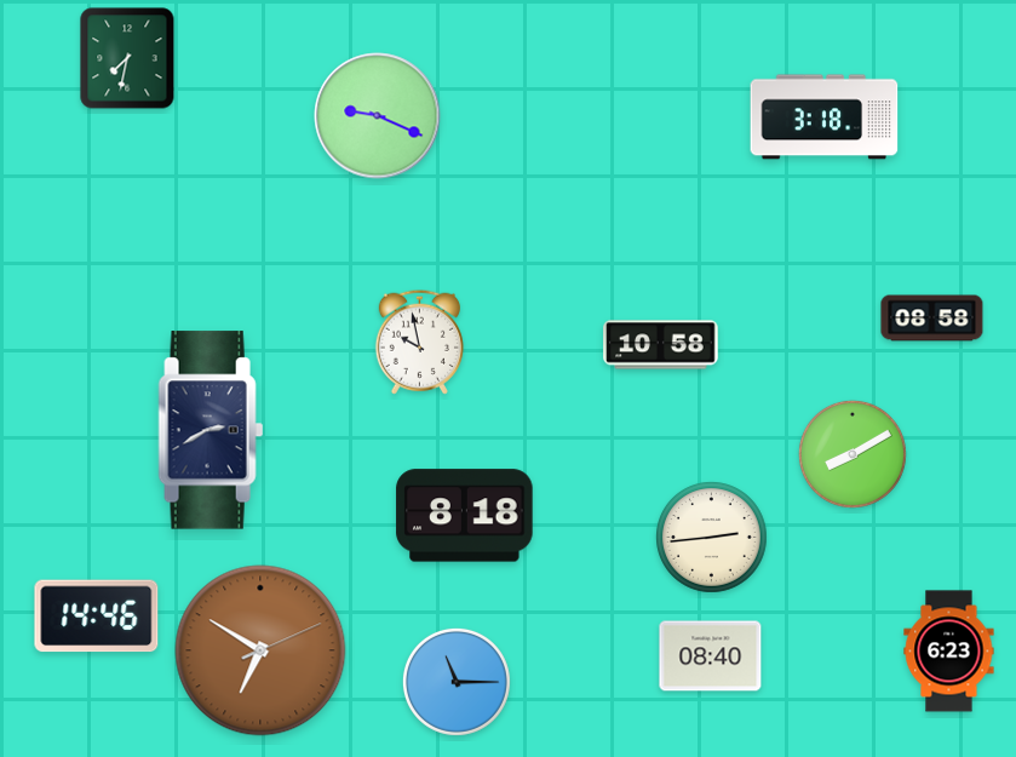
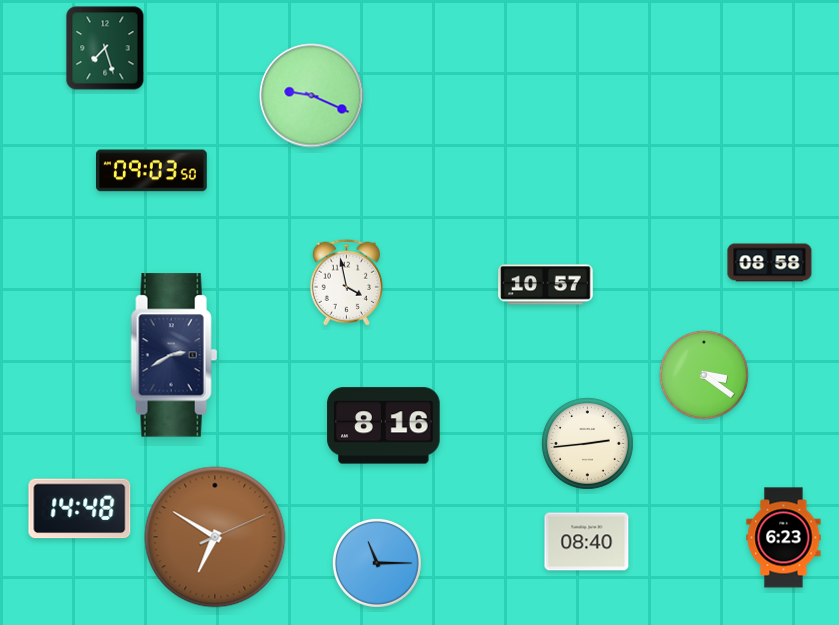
clock at (127, 58): 7:32 -> 7:27
clock at (825, 117): 3:18 -> none
clock at (151, 171): none -> 09:03
clock at (419, 342): 9:58 -> 3:58
clock at (661, 345): 10:58 -> 10:57
clock at (853, 454): 8:10 -> 3:21
clock at (465, 516): 8:18 -> 8:16
clock at (97, 617): 14:46 -> 14:48
